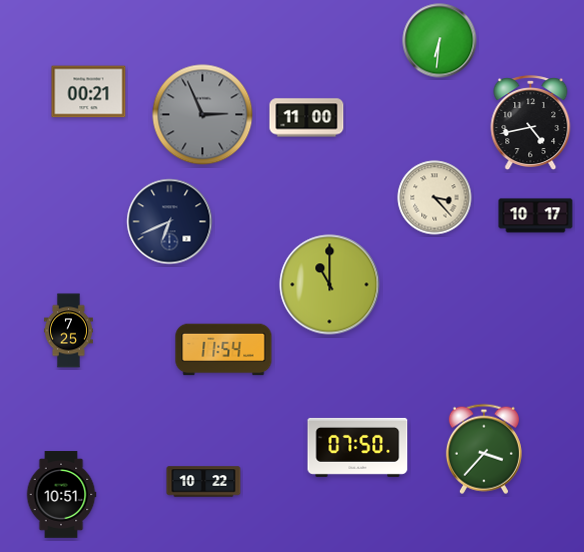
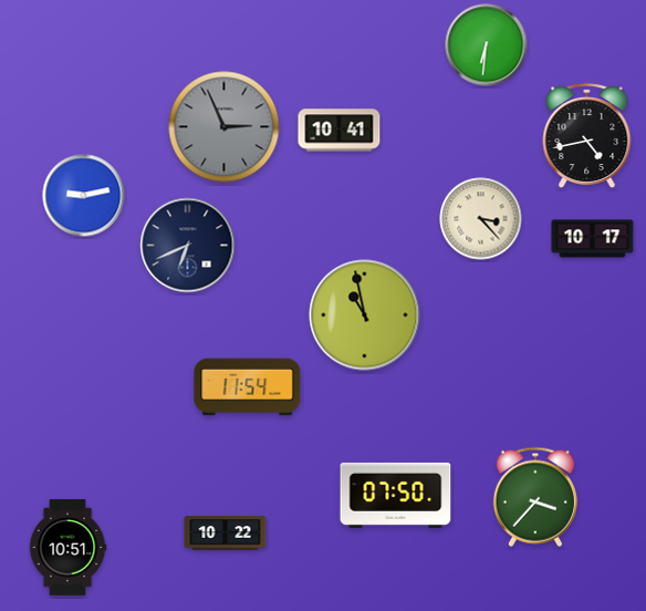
clock at (89, 92): 00:21 -> none
clock at (307, 118): 11:00 -> 10:41
clock at (84, 196): none -> 9:13
clock at (330, 285): 11:00 -> 10:58
clock at (68, 331): 7:25 -> none
